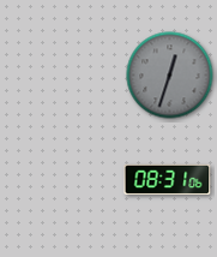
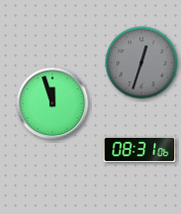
clock at (53, 104): none -> 11:57
